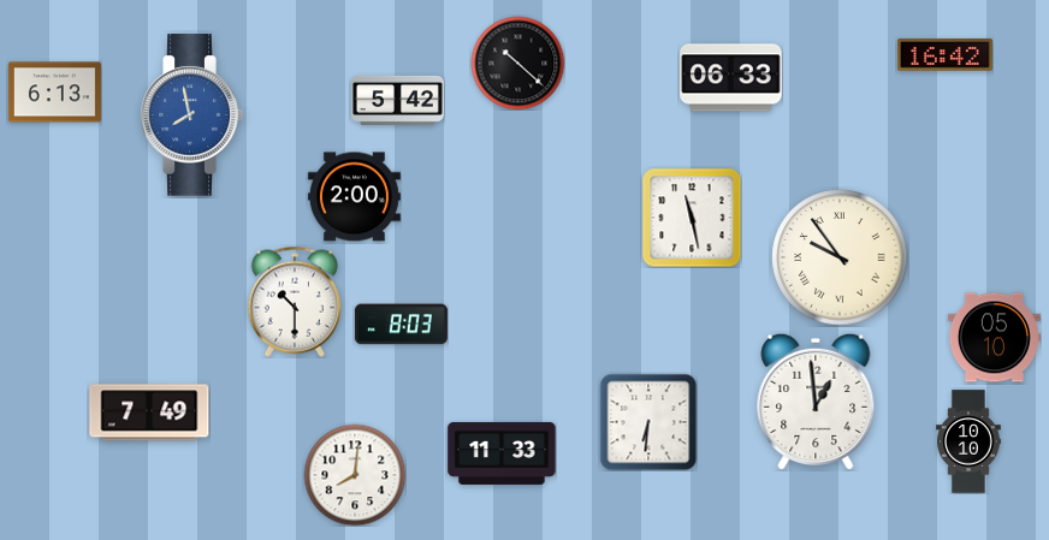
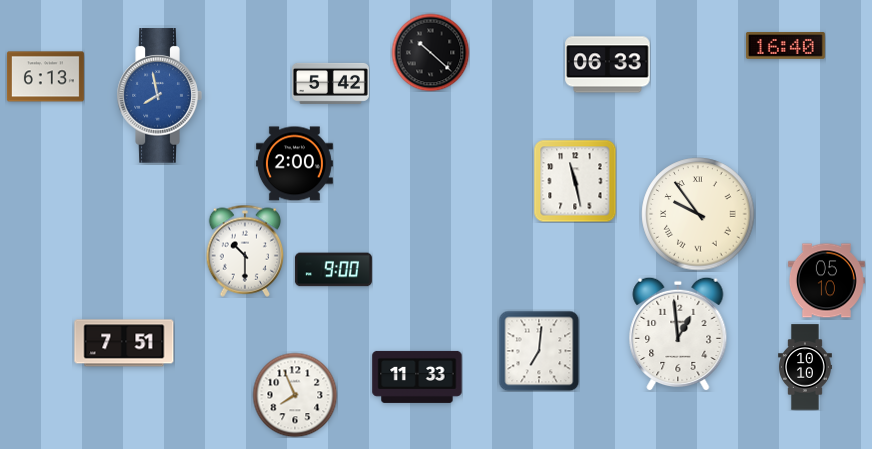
clock at (944, 55): 16:42 -> 16:40
clock at (401, 325): 8:03 -> 9:00
clock at (149, 413): 7:49 -> 7:51
clock at (648, 422): 6:31 -> 7:01
clock at (355, 475): 8:01 -> 7:56
